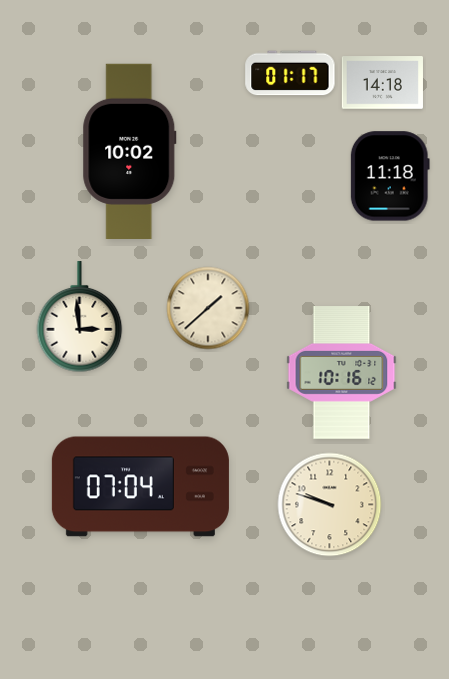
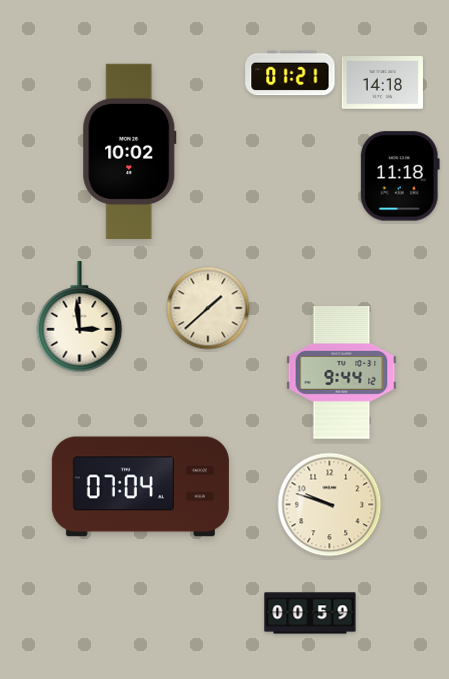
clock at (290, 73): 01:17 -> 01:21
clock at (390, 176) position: (390, 176) -> (400, 176)
clock at (342, 373): 10:16 -> 9:44
clock at (310, 613): none -> 00:59
